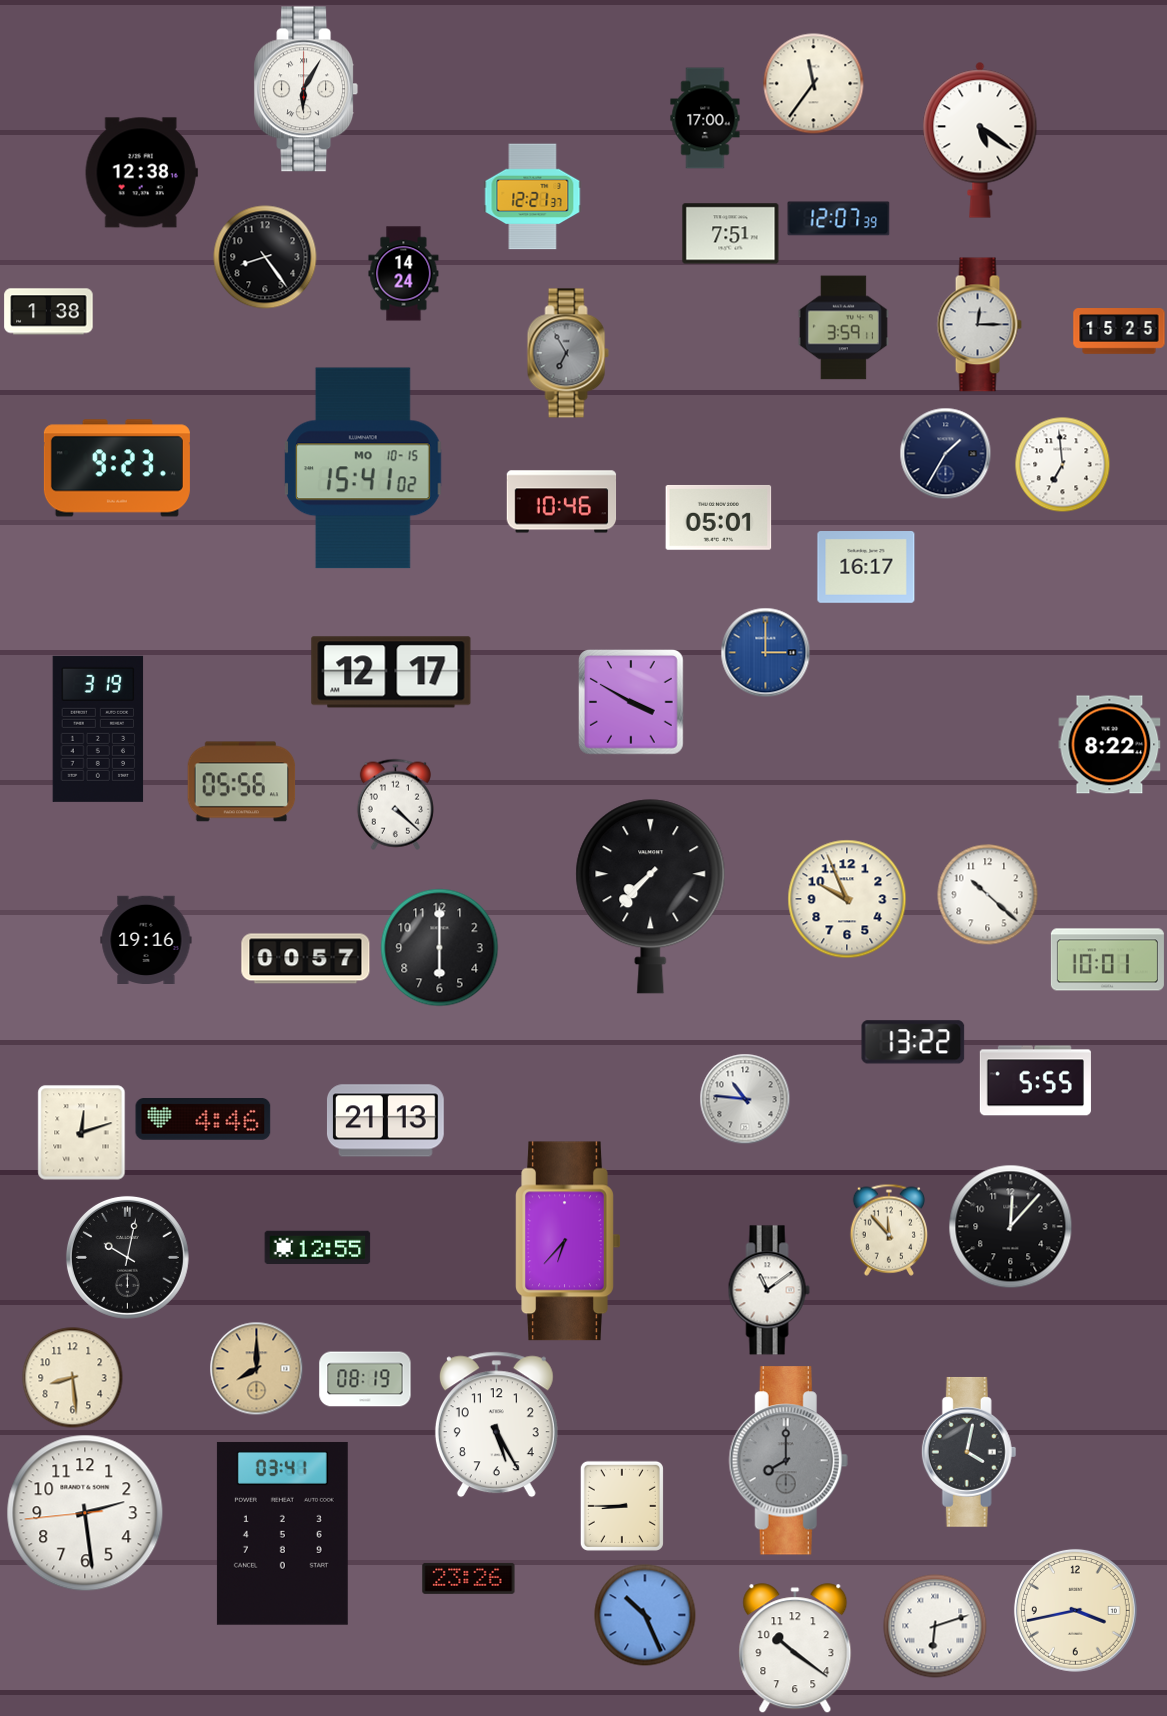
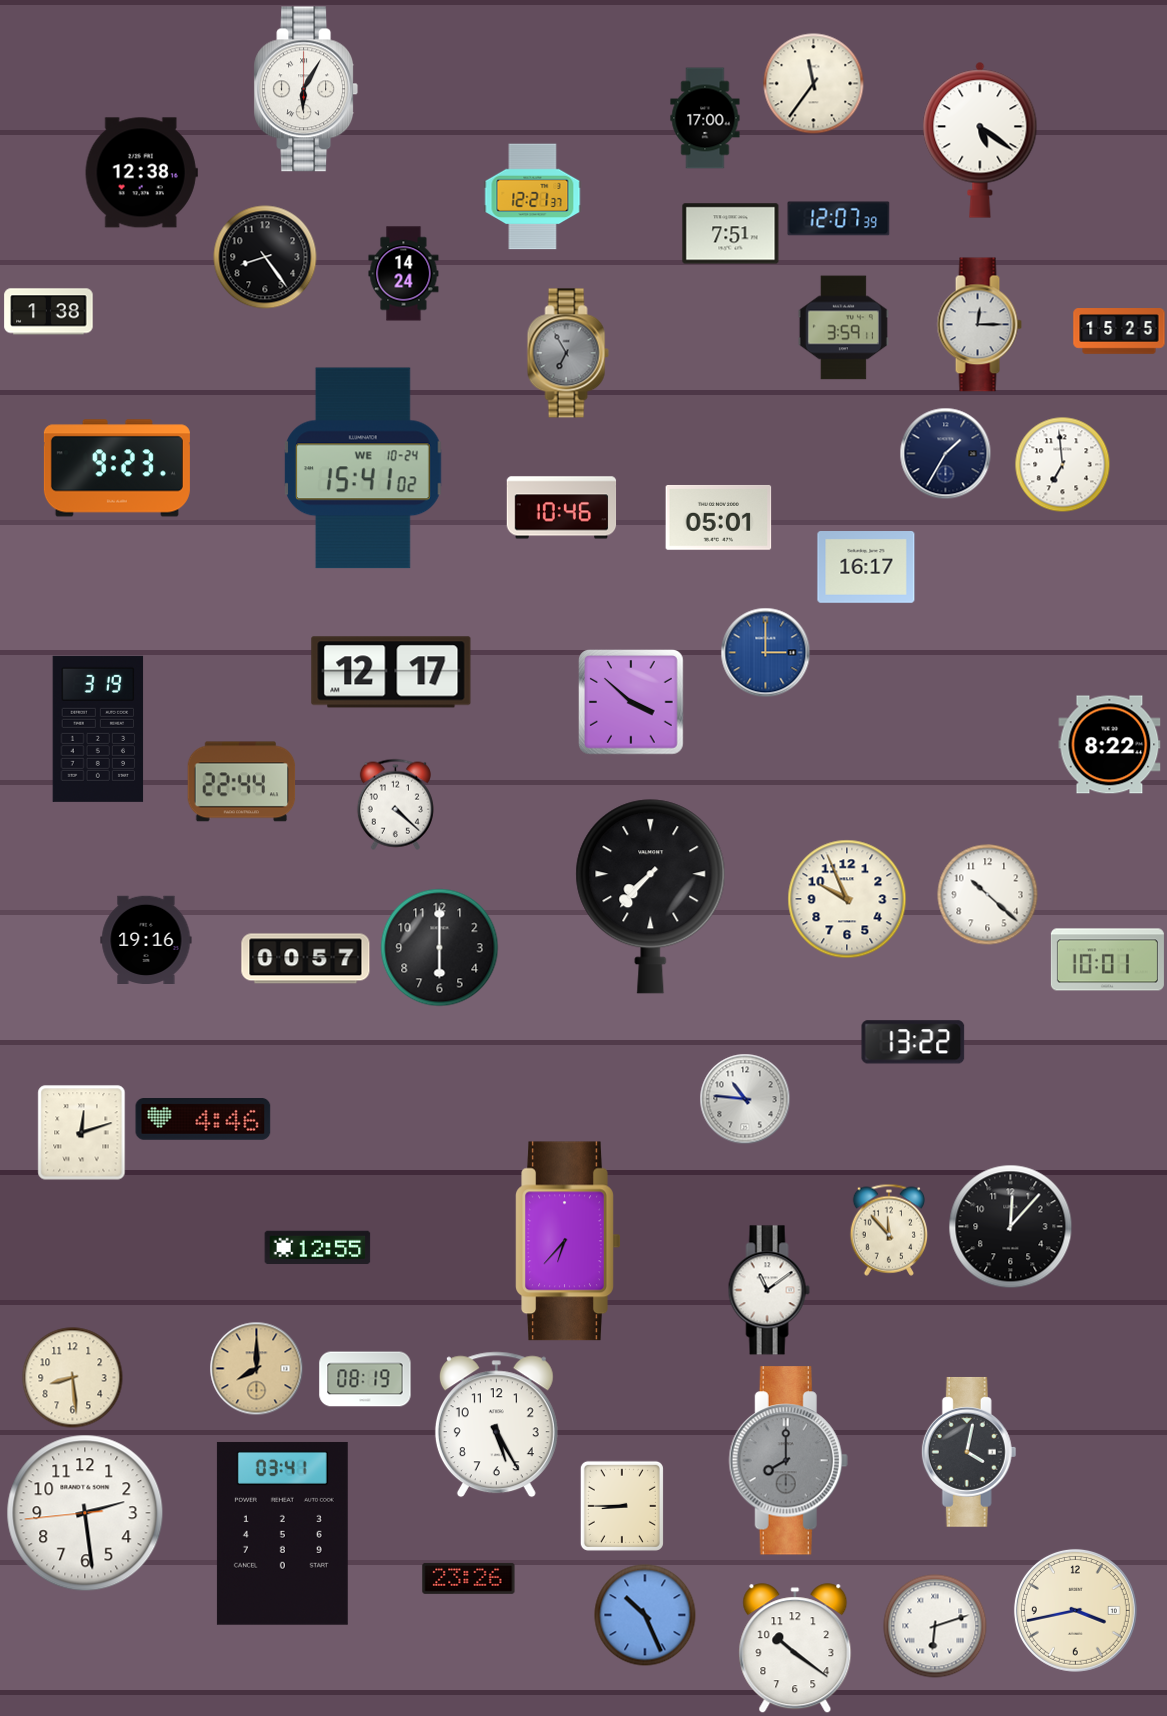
clock at (364, 468) date: MO 10-15 -> WE 10-24
clock at (562, 502) position: (562, 502) -> (562, 508)
clock at (632, 703): 3:50 -> 3:52
clock at (242, 782): 05:56 -> 22:44
clock at (1035, 1081): 5:55 -> none
clock at (385, 1121): 21:13 -> none
clock at (127, 1257): 10:02 -> none
